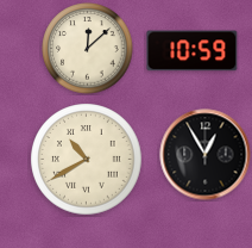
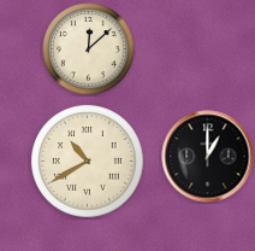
clock at (193, 51): 10:59 -> none
clock at (206, 155): 12:55 -> 1:00
